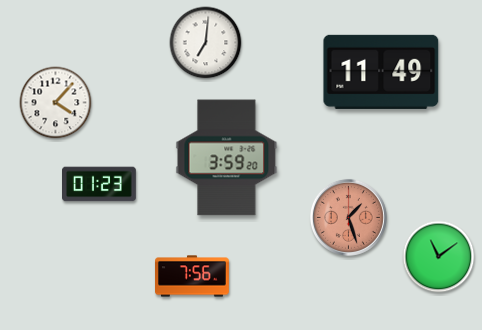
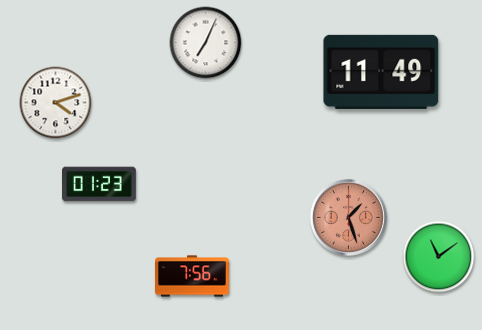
clock at (206, 43): 7:01 -> 7:04
clock at (56, 103): 4:07 -> 4:12
clock at (227, 158): 3:59 -> none
